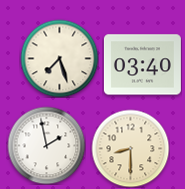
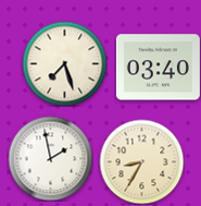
clock at (142, 65) position: (142, 65) -> (158, 68)
clock at (130, 148): 8:30 -> 8:35
